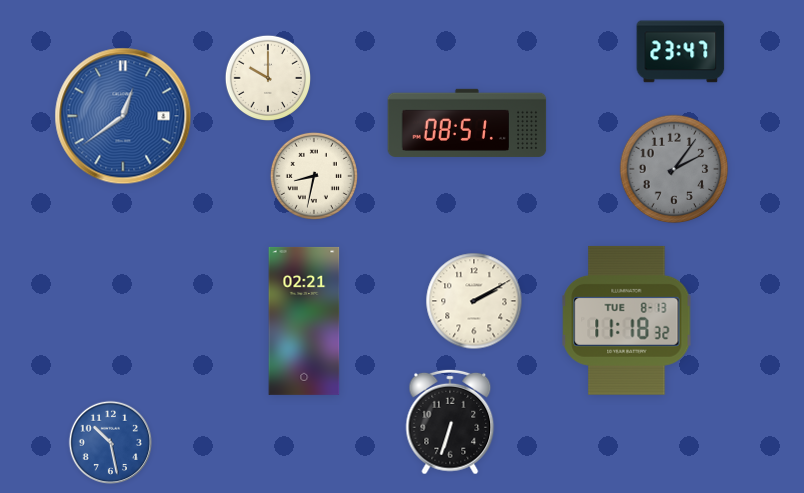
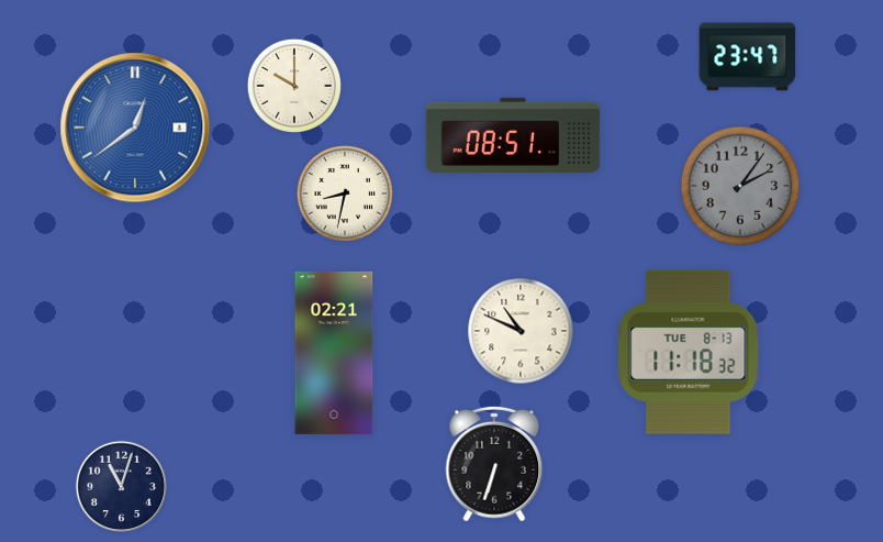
clock at (474, 301): 2:10 -> 10:49
clock at (111, 443): 10:28 -> 11:03
clock at (111, 443) dial: blue -> navy
